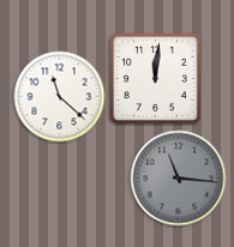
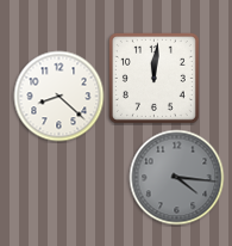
clock at (60, 97): 11:22 -> 8:22
clock at (179, 179): 11:16 -> 4:16
